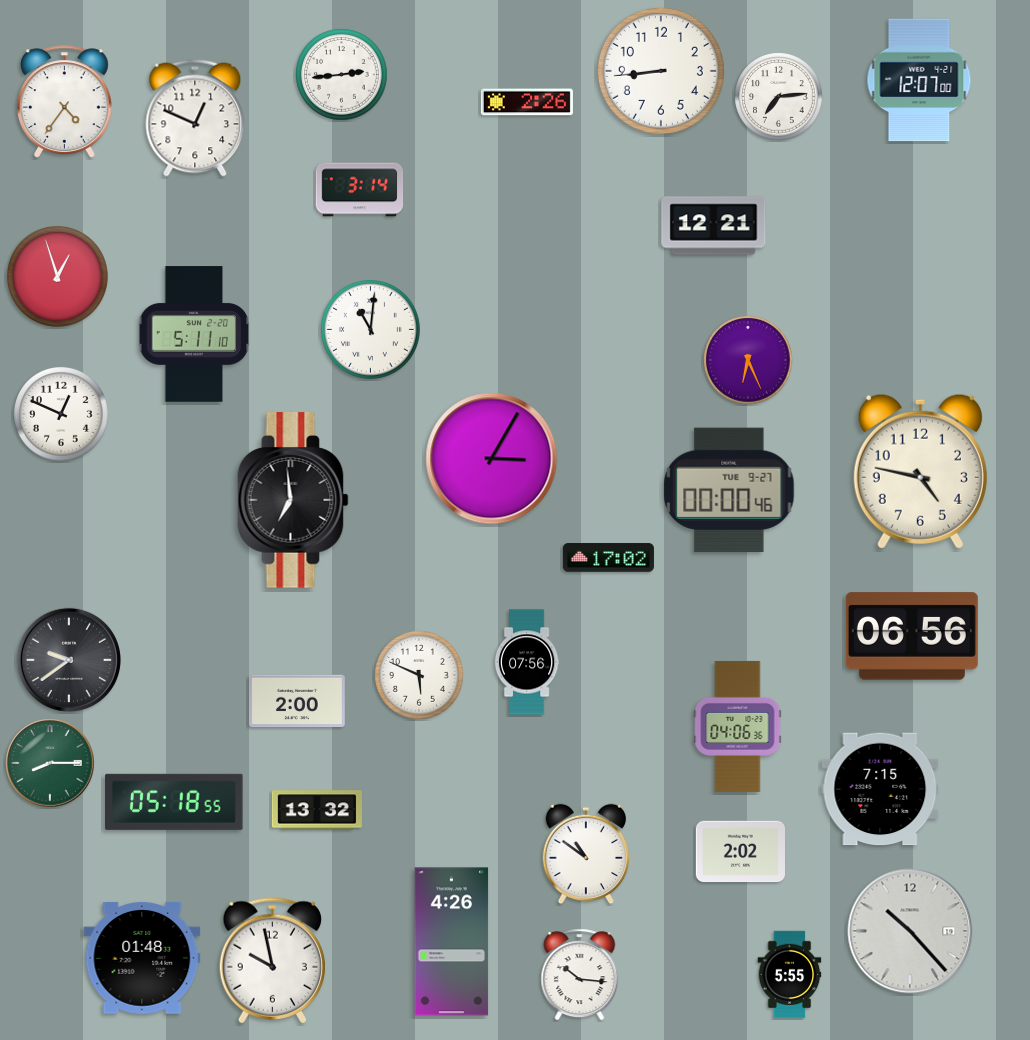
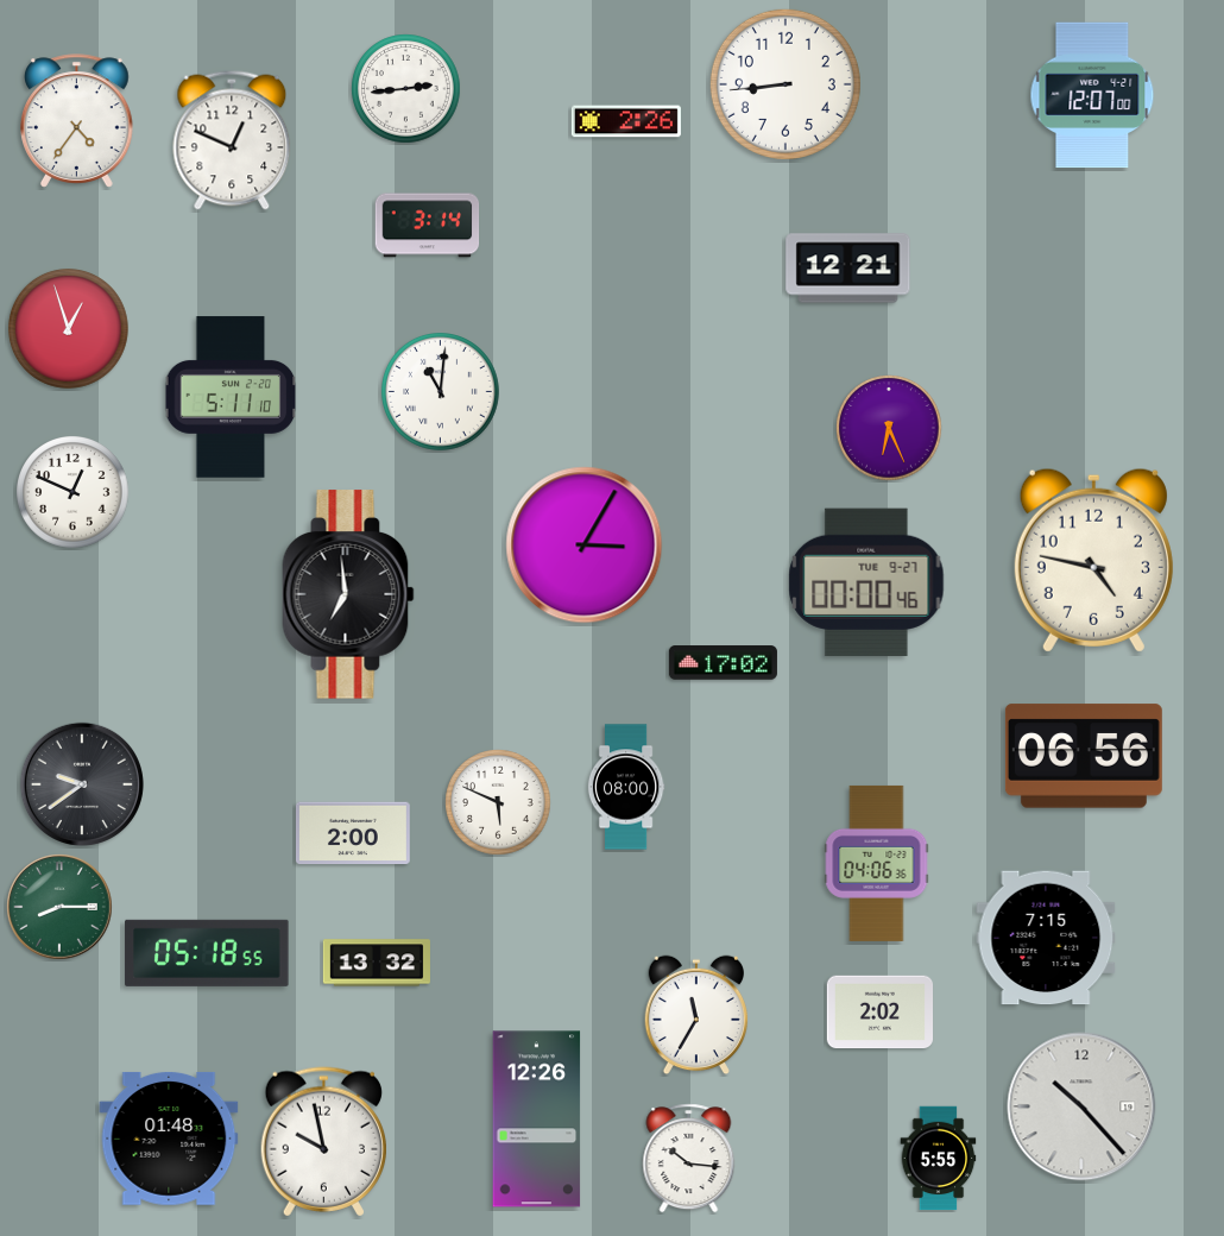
clock at (779, 97): 7:14 -> none
clock at (527, 662): 07:56 -> 08:00
clock at (586, 854): 10:51 -> 11:35
clock at (452, 942): 4:26 -> 12:26
